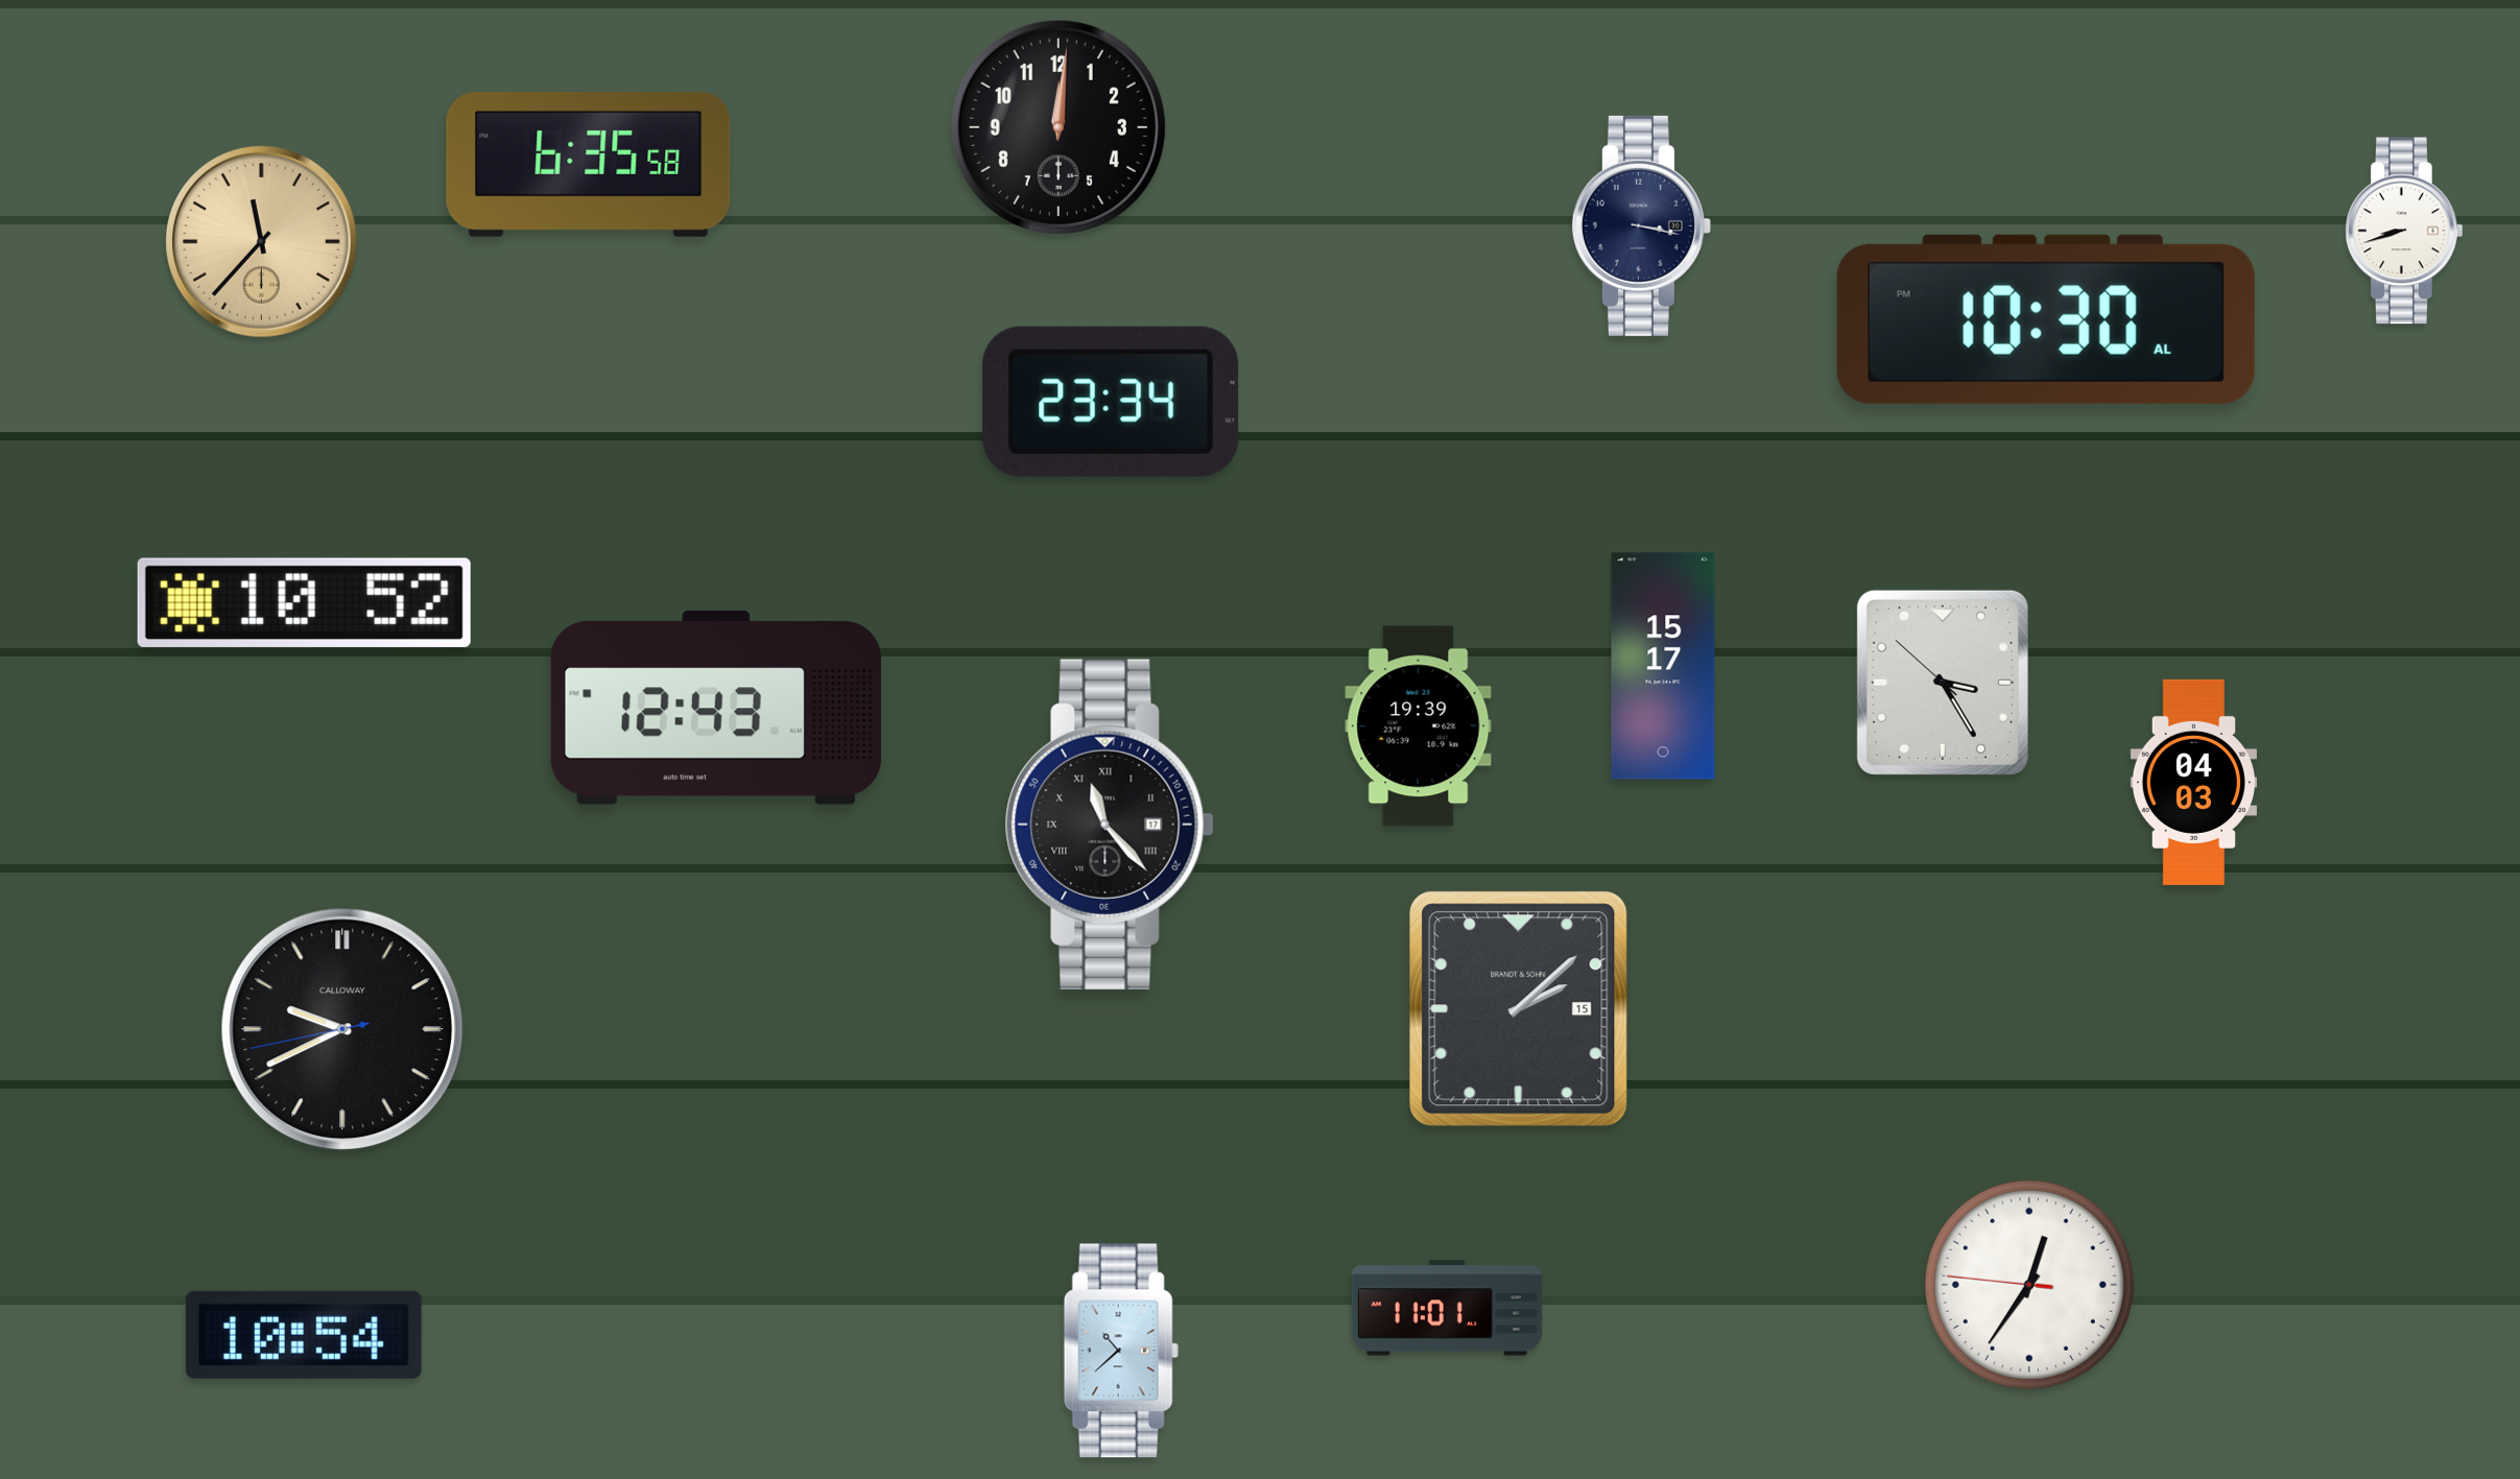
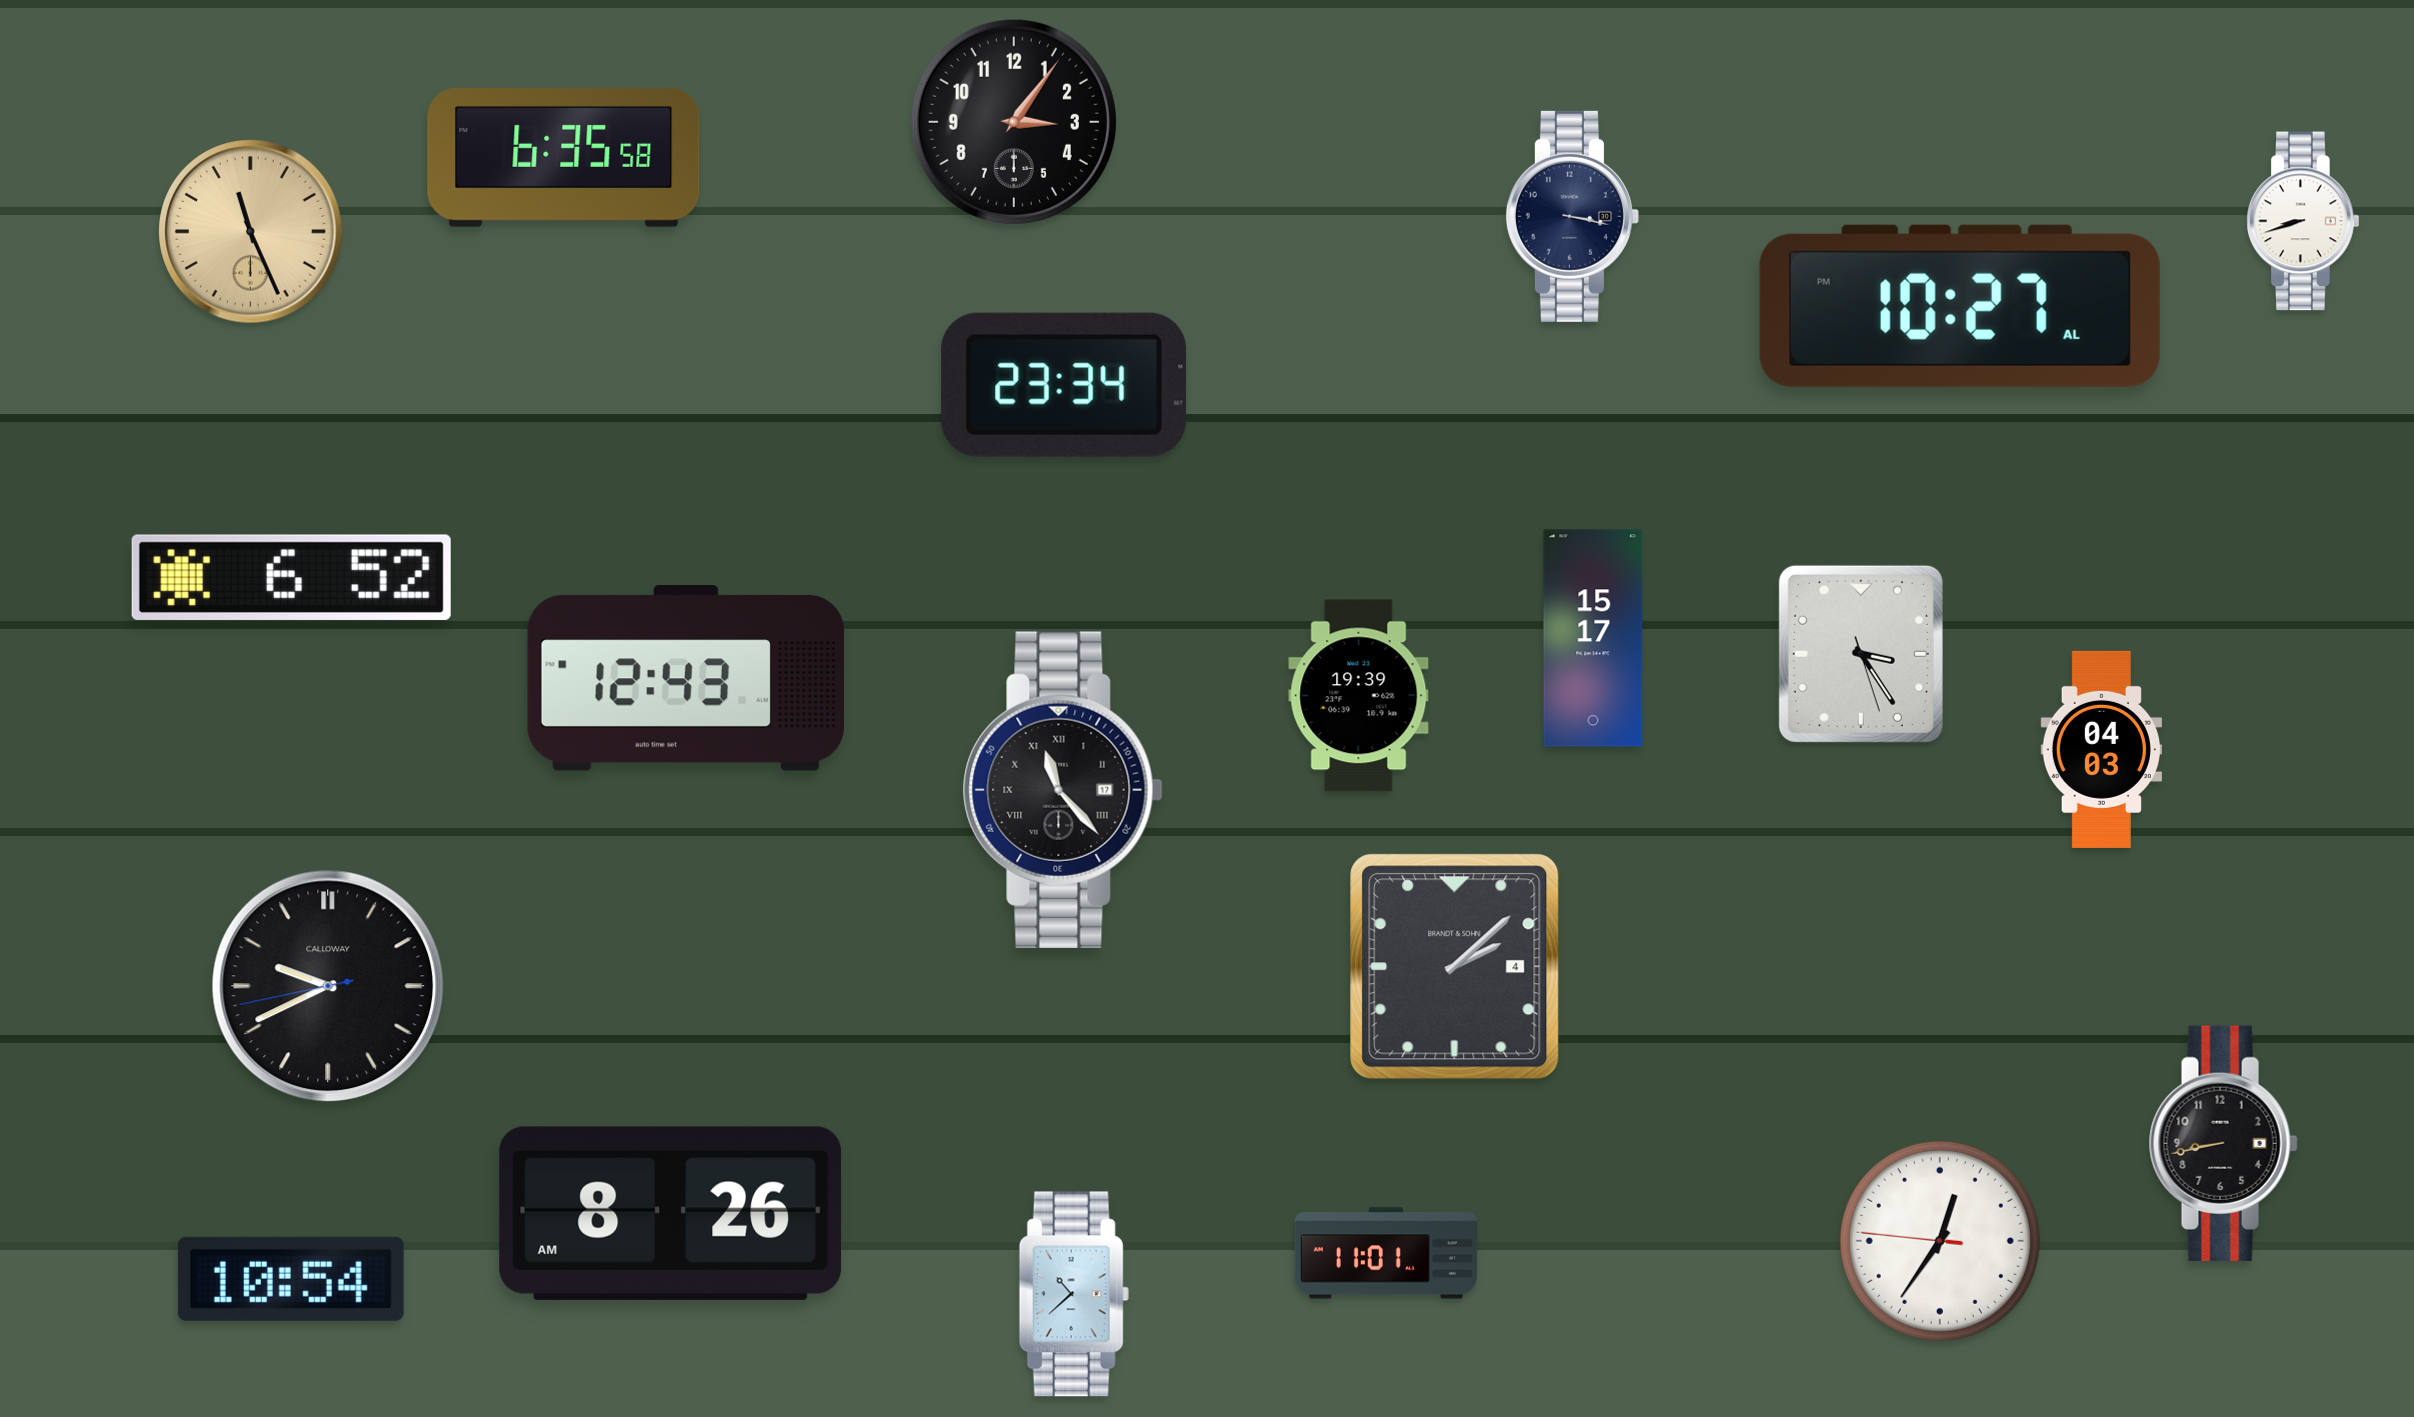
clock at (1059, 127): 12:01 -> 3:06
clock at (262, 242): 11:37 -> 11:26
clock at (2046, 319): 10:30 -> 10:27
clock at (304, 602): 10:52 -> 6:52
clock at (1943, 683): 3:24:52 -> 3:24:27
clock at (1519, 1009) date: 15 -> 4
clock at (2223, 1143): none -> 8:43
clock at (670, 1213): none -> 8:26
clock at (2029, 1285) position: (2029, 1285) -> (1940, 1241)
